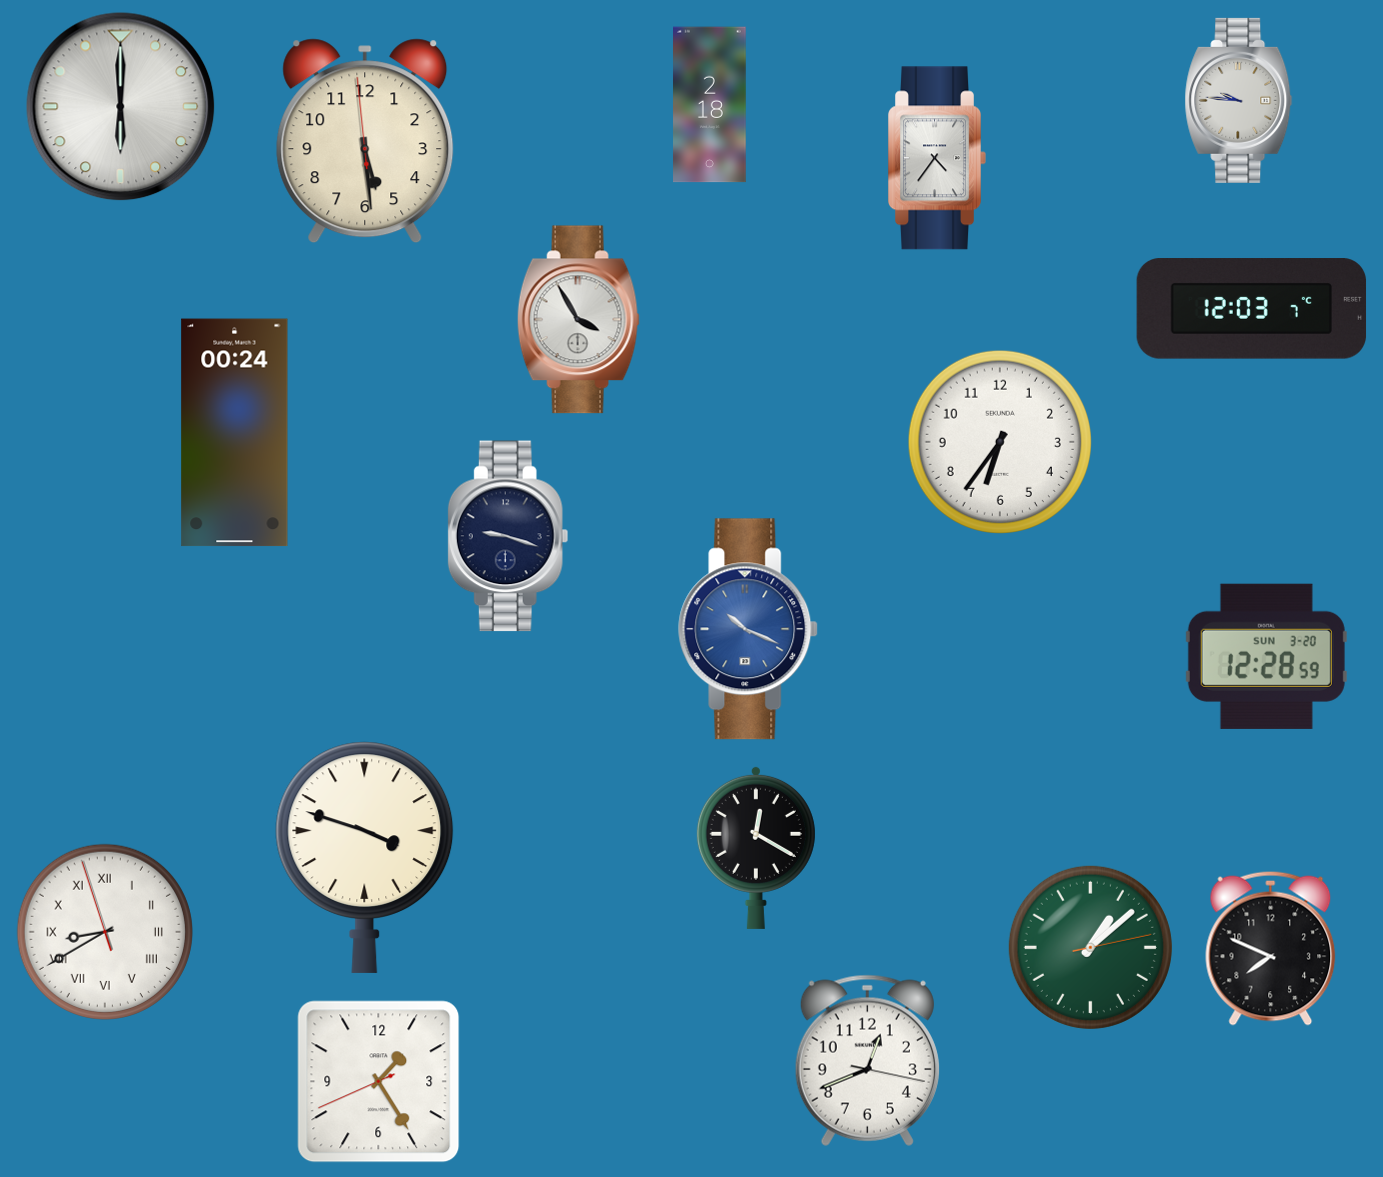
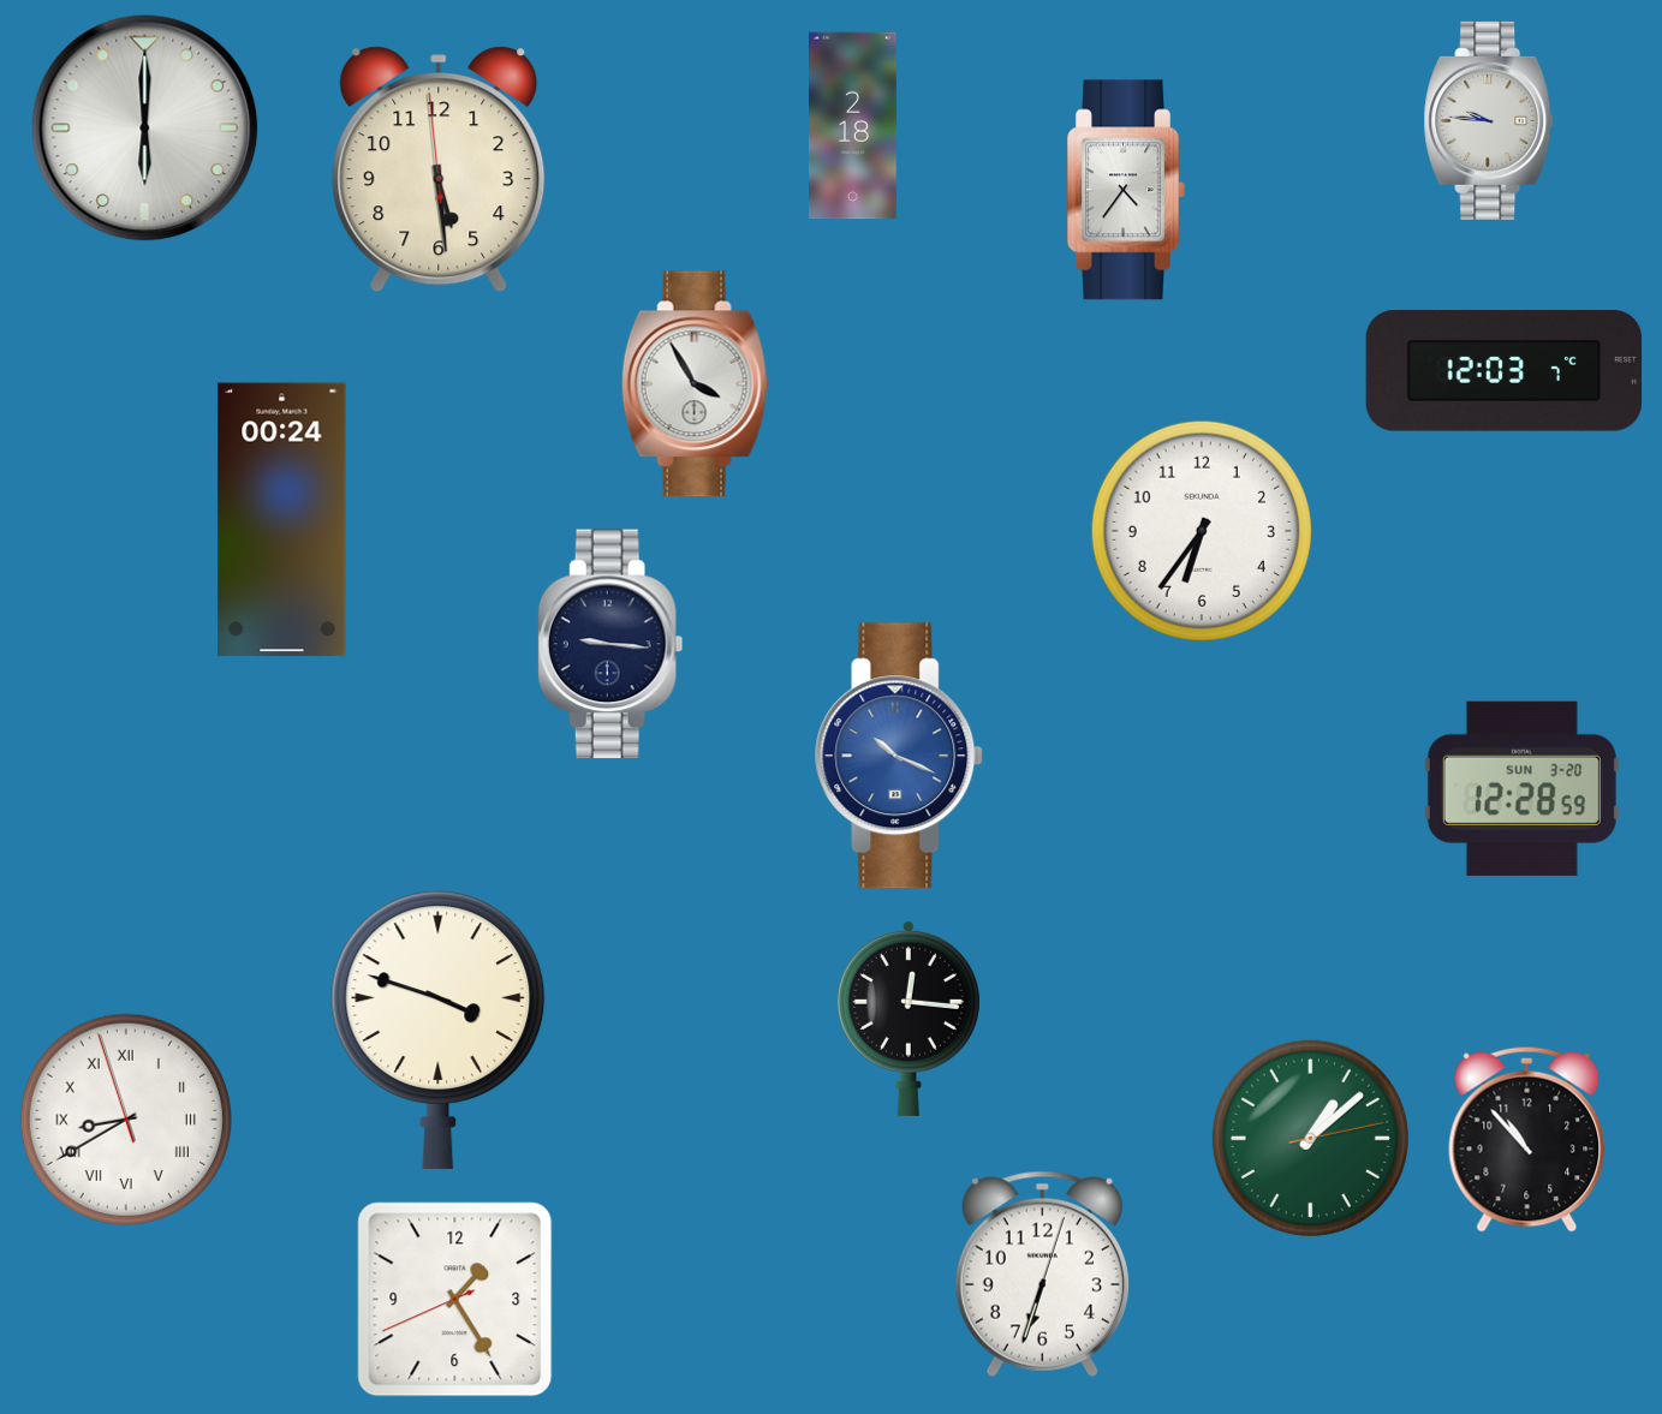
clock at (508, 536): 9:18 -> 9:16
clock at (756, 847): 12:20 -> 12:16
clock at (1271, 948): 7:49 -> 10:53
clock at (867, 1060): 12:41 -> 6:33
